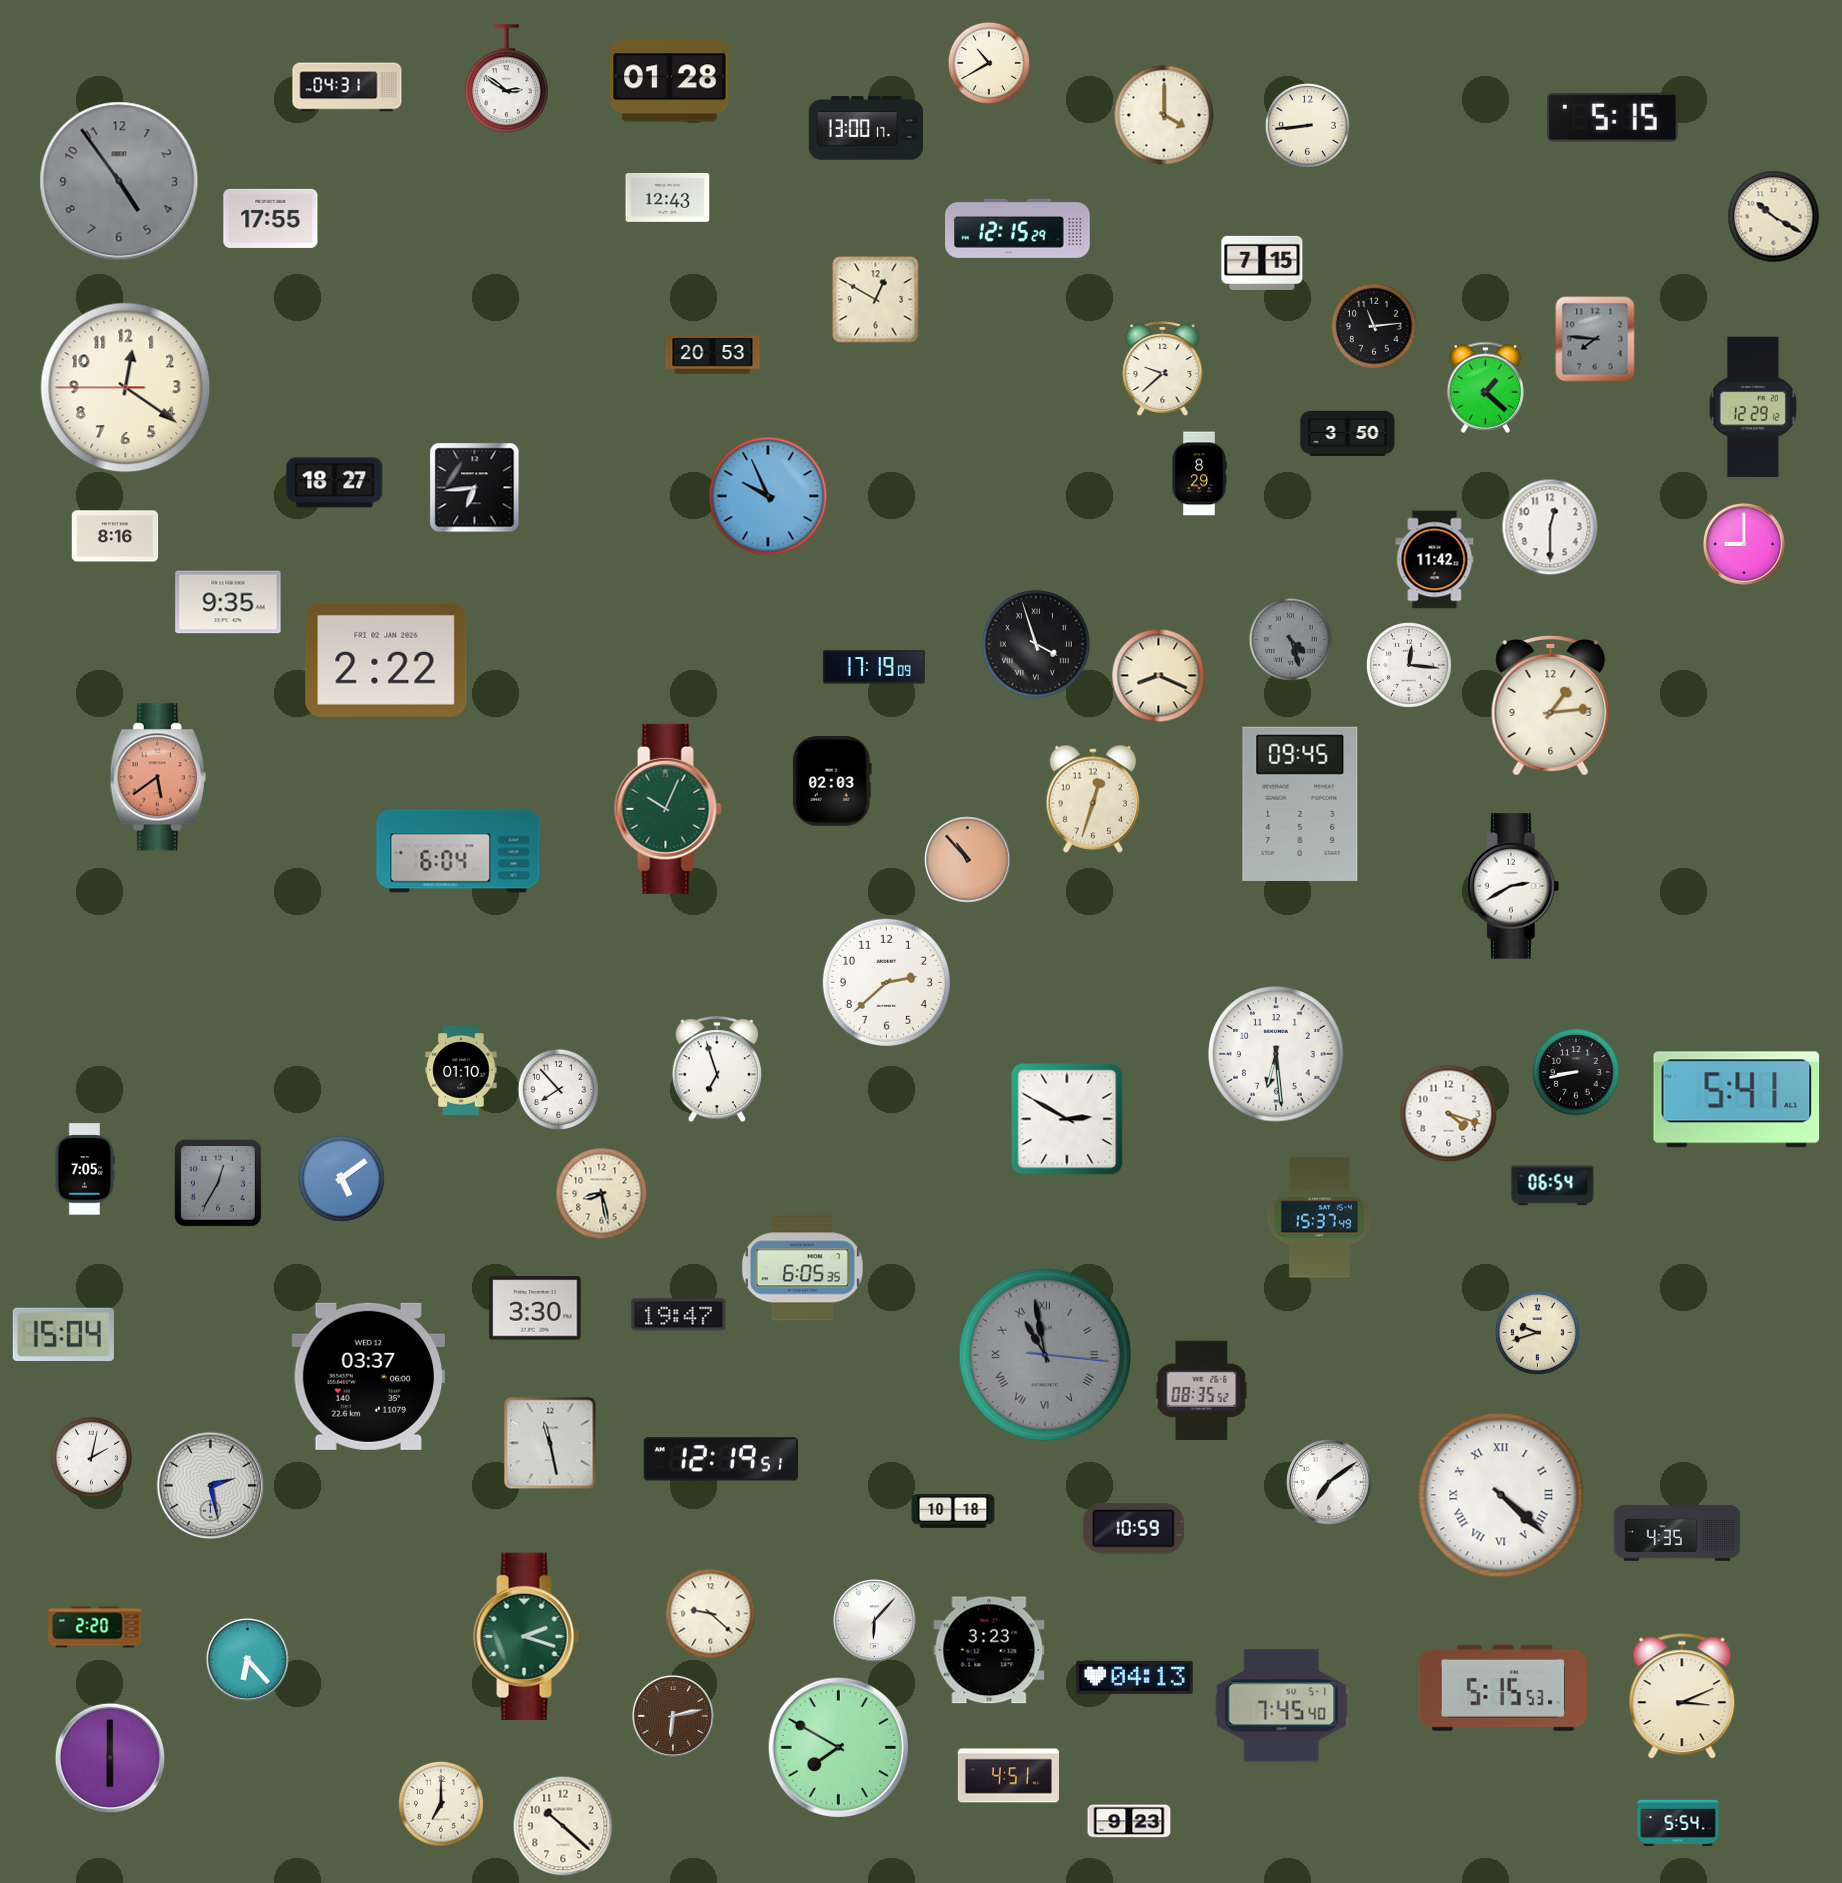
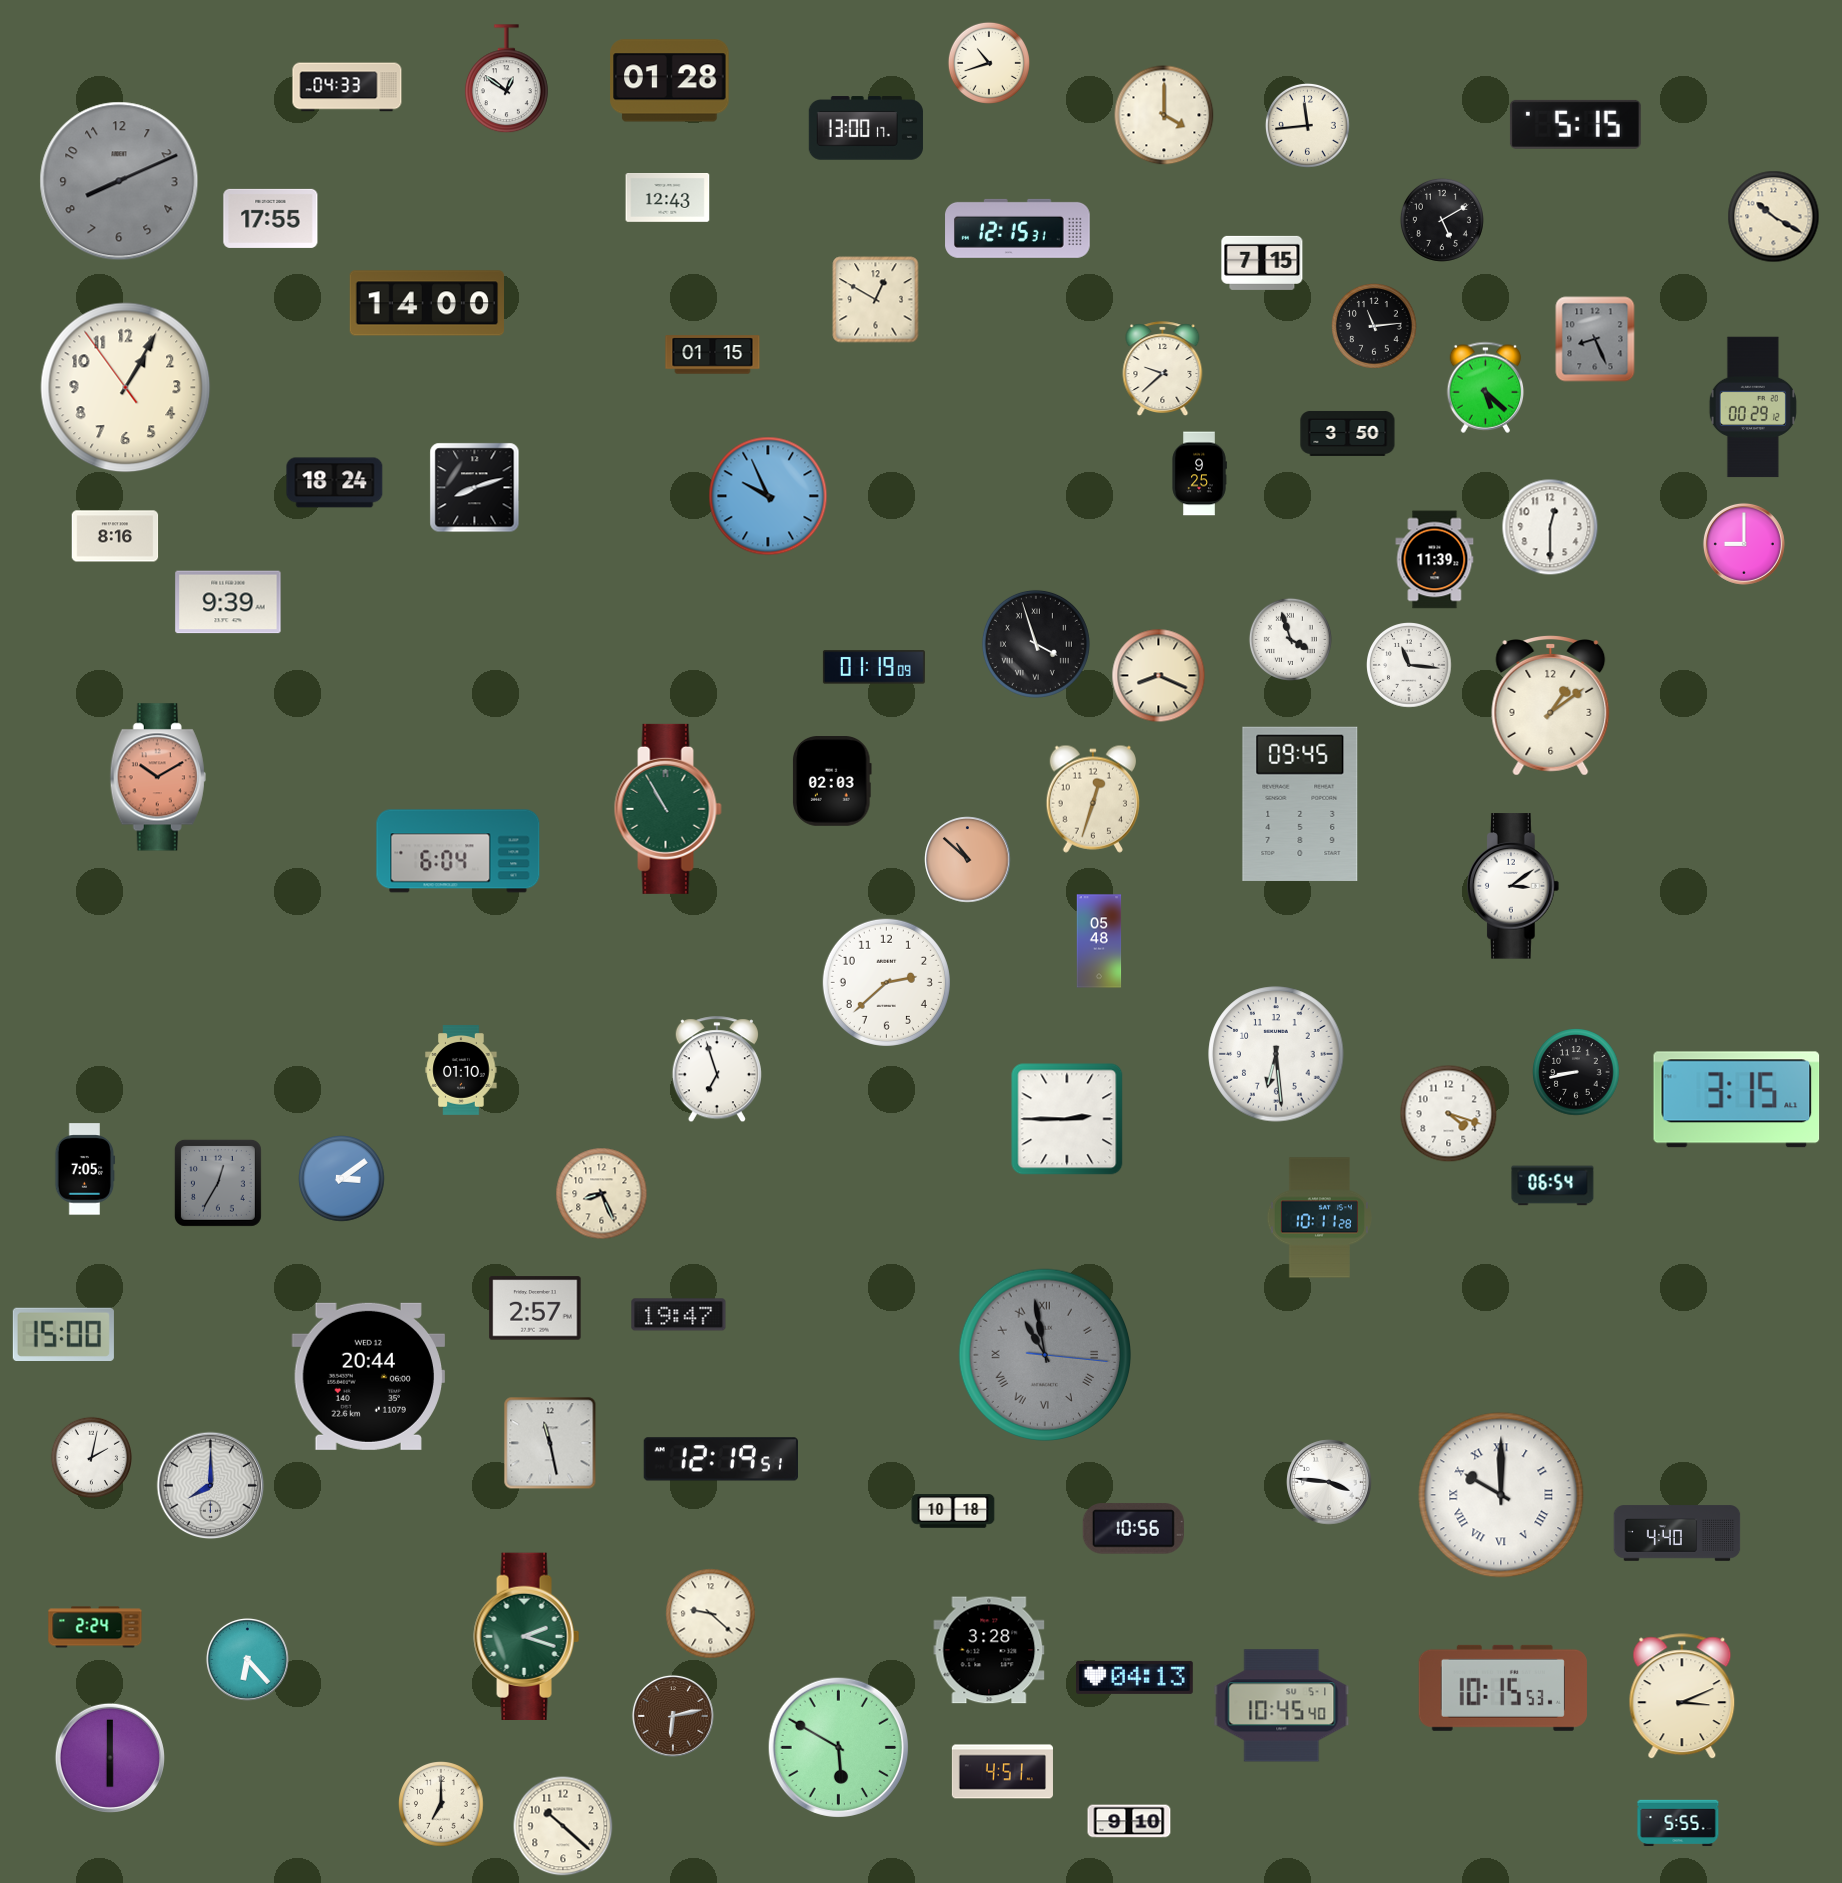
clock at (989, 63): 10:40 -> 10:42
clock at (506, 79): 2:51 -> 12:51
clock at (347, 87): 04:31 -> 04:33
clock at (1612, 117) position: (1612, 117) -> (1575, 124)
clock at (1307, 125): 8:44 -> 11:44
clock at (119, 181): 4:54 -> 8:11
clock at (1442, 220): none -> 5:10
clock at (1018, 228): 12:15:29 -> 12:15:31
clock at (426, 303): none -> 14:00
clock at (1595, 339): 7:46 -> 8:26
clock at (713, 355): 20:53 -> 01:15
clock at (1486, 387): 1:22 -> 5:22
clock at (126, 388): 12:20 -> 1:04
clock at (1753, 407): 12:29 -> 00:29
clock at (1199, 474): 8:29 -> 9:25
clock at (335, 483): 18:27 -> 18:24
clock at (475, 488): 6:44 -> 8:12
clock at (1435, 560): 11:42 -> 11:39
clock at (228, 602): 9:35 -> 9:39
clock at (1290, 639): 4:27 -> 3:57
clock at (1290, 639) dial: grey -> white
clock at (386, 660): 2:22 -> none
clock at (1410, 666): 12:16 -> 11:16
clock at (874, 667): 17:19 -> 01:19
clock at (1551, 706): 1:14 -> 1:09
clock at (158, 777): 5:39 -> 10:10
clock at (668, 809): 10:04 -> 10:55
clock at (968, 860): 10:53 -> 10:52
clock at (1514, 886): 2:40 -> 3:09
clock at (1099, 941): none -> 05:48
clock at (558, 1089): 7:53 -> none
clock at (1737, 1100): 5:41 -> 3:15
clock at (1067, 1119): 2:50 -> 2:45
clock at (342, 1179): 5:09 -> 3:09
clock at (602, 1194): 8:28 -> 8:26
clock at (1319, 1218): 15:37 -> 10:11
clock at (802, 1268): 6:05 -> none
clock at (535, 1308): 3:30 -> 2:57
clock at (1537, 1332): 9:42 -> none
clock at (63, 1334): 15:04 -> 15:00
clock at (368, 1376): 03:37 -> 20:44
clock at (1202, 1391): 08:35 -> none
clock at (1329, 1482): 7:09 -> 3:46
clock at (211, 1486): 2:28 -> 8:00
clock at (1501, 1495): 4:22 -> 10:00
clock at (1133, 1529): 10:59 -> 10:56
clock at (1677, 1533): 4:35 -> 4:40
clock at (874, 1620): 6:07 -> none
clock at (95, 1627): 2:20 -> 2:24
clock at (989, 1650): 3:23 -> 3:28
clock at (1503, 1688): 5:15 -> 10:15
clock at (1282, 1706): 7:45 -> 10:45
clock at (838, 1747): 7:50 -> 5:50
clock at (1008, 1776) position: (1008, 1776) -> (1002, 1772)
clock at (1129, 1821): 9:23 -> 9:10
clock at (1678, 1823): 5:54 -> 5:55
